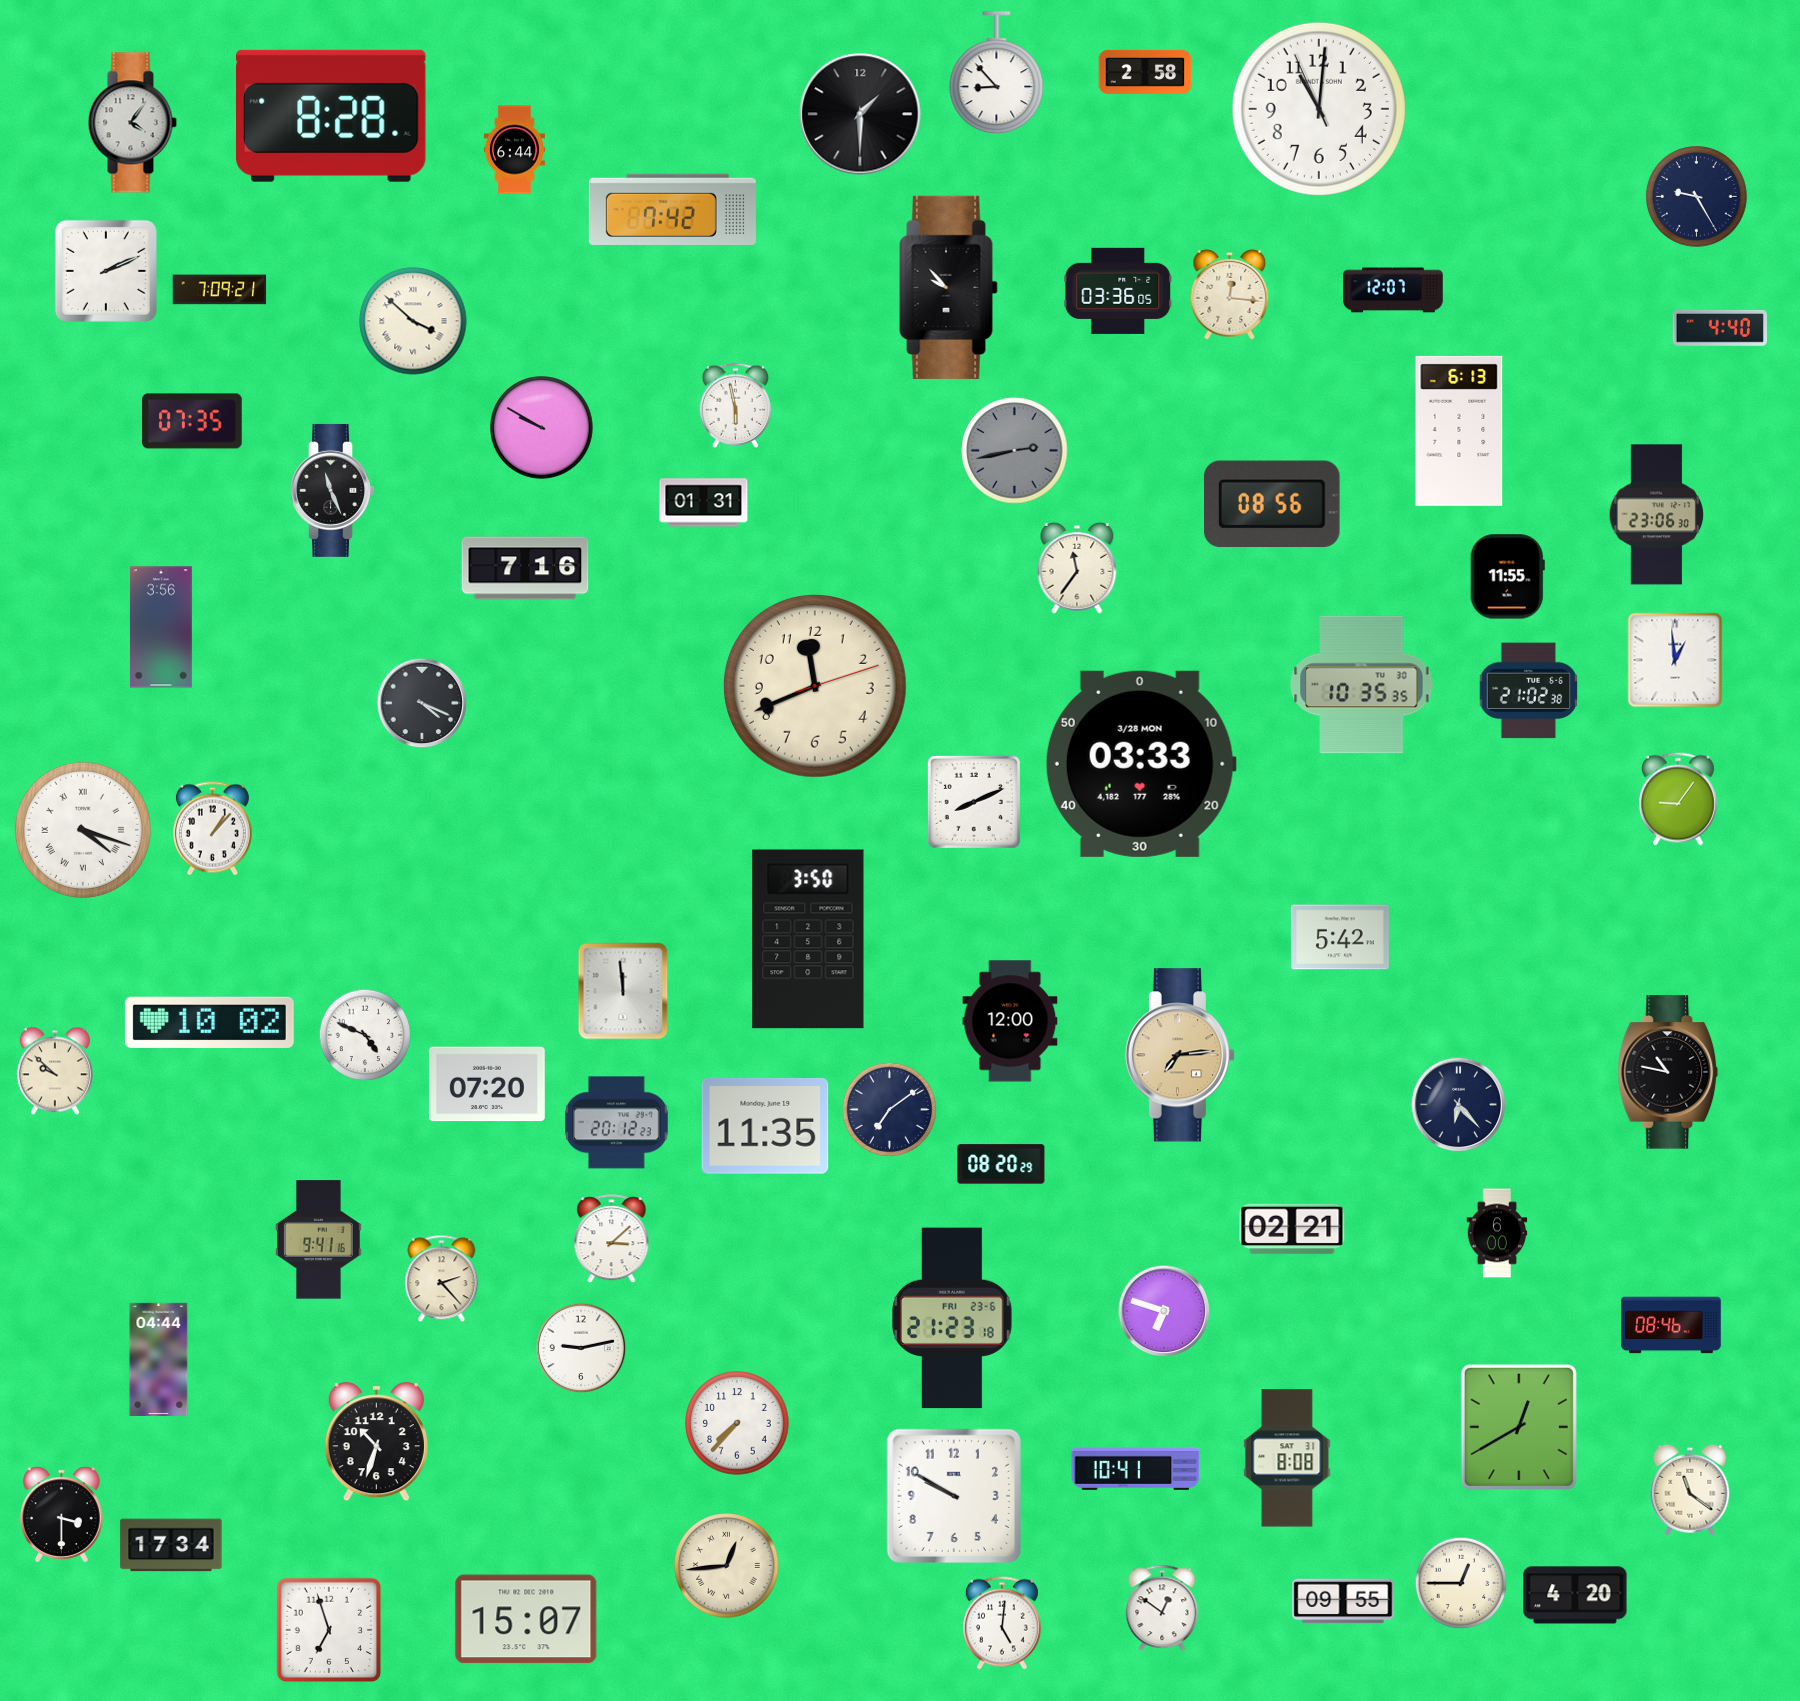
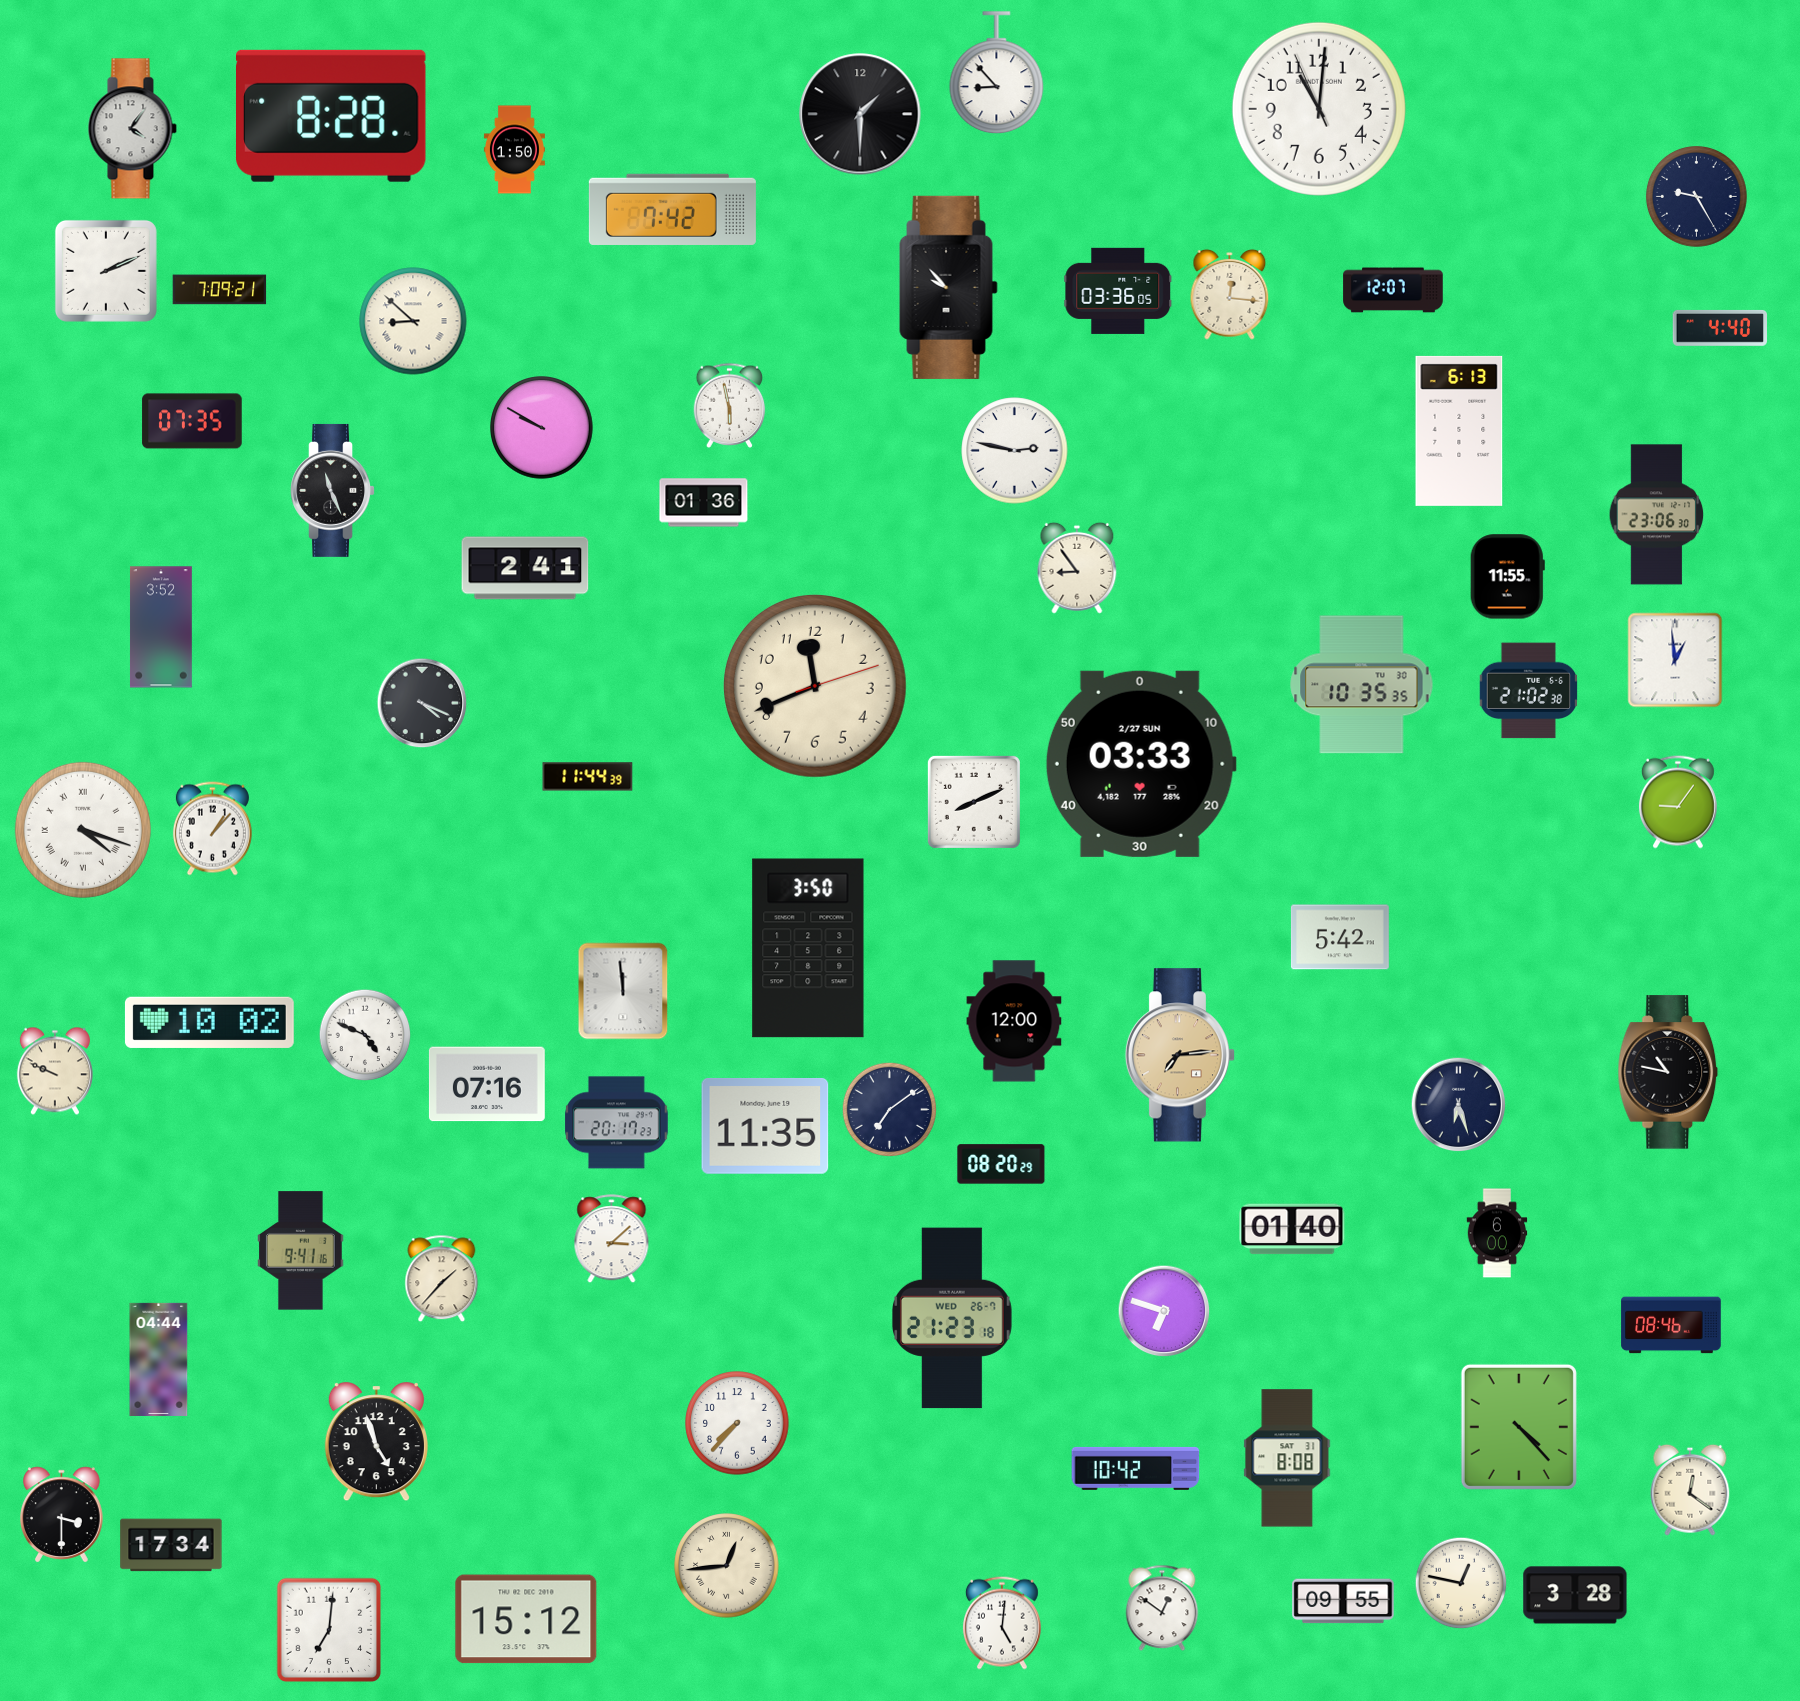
clock at (1145, 72): 2:58 -> none
clock at (132, 123) position: (132, 123) -> (132, 129)
clock at (514, 150): 6:44 -> 1:50
clock at (413, 321): 3:52 -> 8:52
clock at (736, 405) position: (736, 405) -> (730, 405)
clock at (1015, 451): 2:43 -> 2:47
clock at (1015, 451) dial: grey -> white
clock at (704, 503): 01:31 -> 01:36
clock at (1273, 504): 08:56 -> none
clock at (525, 568): 7:16 -> 2:41
clock at (1077, 568): 11:36 -> 8:54
clock at (161, 627): 3:56 -> 3:52
clock at (1141, 764) date: 3/28 MON -> 2/27 SUN
clock at (588, 777): none -> 11:44
clock at (1678, 799) position: (1678, 799) -> (1678, 802)
clock at (808, 939) position: (808, 939) -> (808, 948)
clock at (1010, 1021) position: (1010, 1021) -> (1014, 1021)
clock at (55, 1071): 9:52 -> 9:49
clock at (487, 1084): 07:20 -> 07:16
clock at (1459, 1105): 6:23 -> 6:27
clock at (617, 1123): 20:12 -> 20:17
clock at (1292, 1229): 02:21 -> 01:40
clock at (319, 1240) position: (319, 1240) -> (301, 1251)
clock at (442, 1279): 2:23 -> 1:37
clock at (953, 1318) date: FRI 23-6 -> WED 26-7
clock at (581, 1348): 9:13 -> none
clock at (1519, 1427): 12:40 -> 4:23
clock at (376, 1442): 10:33 -> 4:57
clock at (1136, 1468): 10:41 -> 10:42
clock at (1690, 1490): 11:21 -> 12:21
clock at (954, 1496): 9:50 -> none
clock at (1461, 1583): 12:45 -> 12:47
clock at (1575, 1595): 4:20 -> 3:28
clock at (526, 1619): 15:07 -> 15:12
clock at (329, 1630): 6:57 -> 7:01
